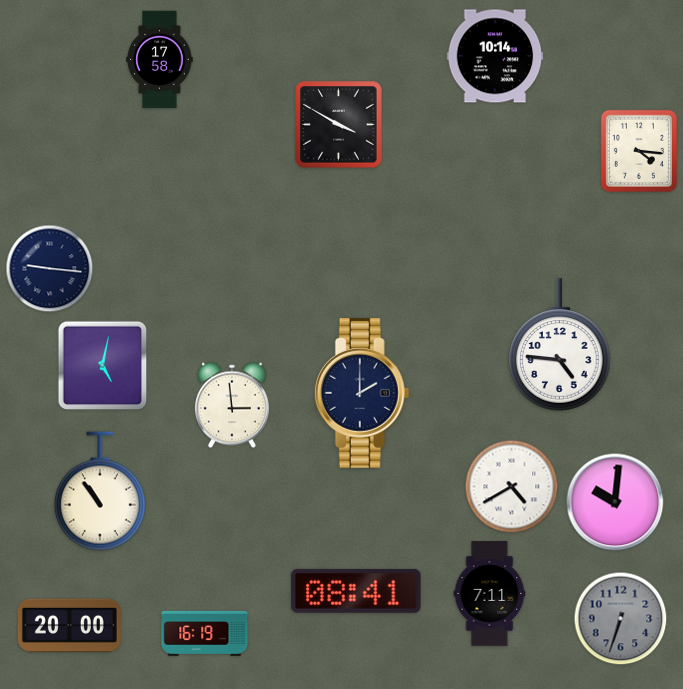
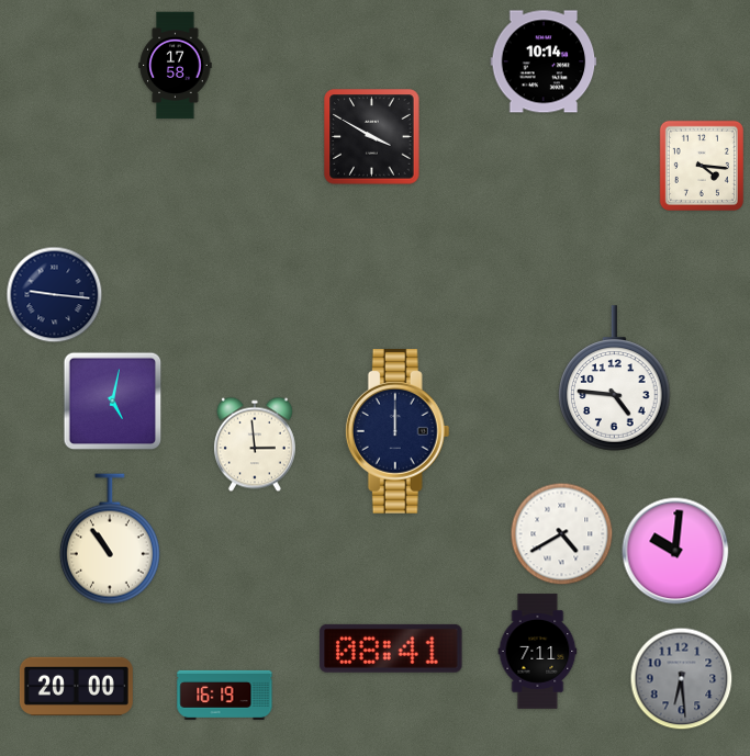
clock at (362, 394): 2:00 -> 12:00
clock at (621, 619): 6:33 -> 6:29
